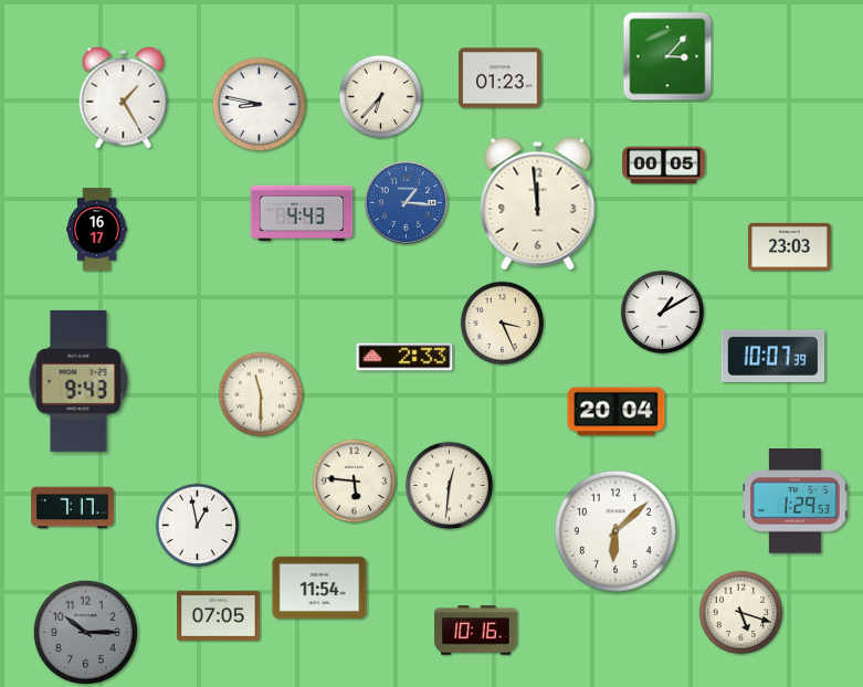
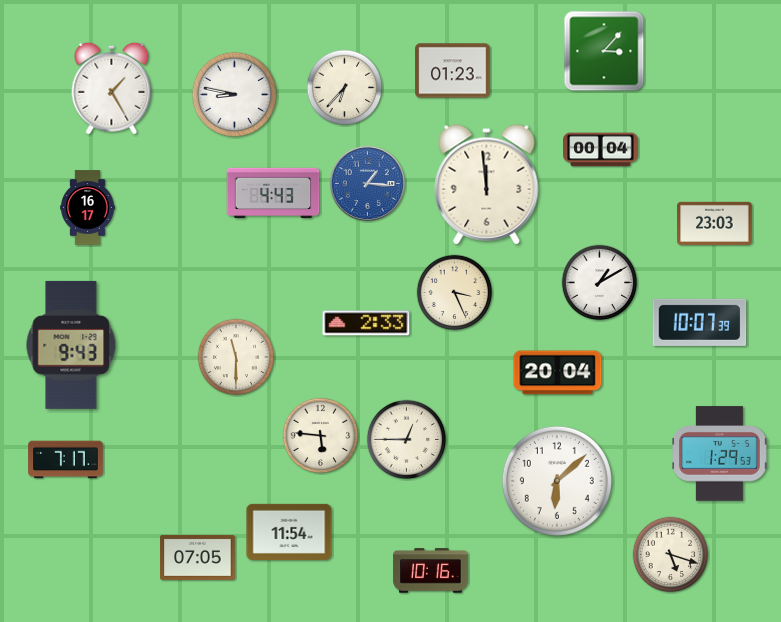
clock at (664, 166): 00:05 -> 00:04
clock at (450, 486): 12:31 -> 12:45
clock at (198, 526): 12:58 -> none
clock at (85, 632): 10:15 -> none
